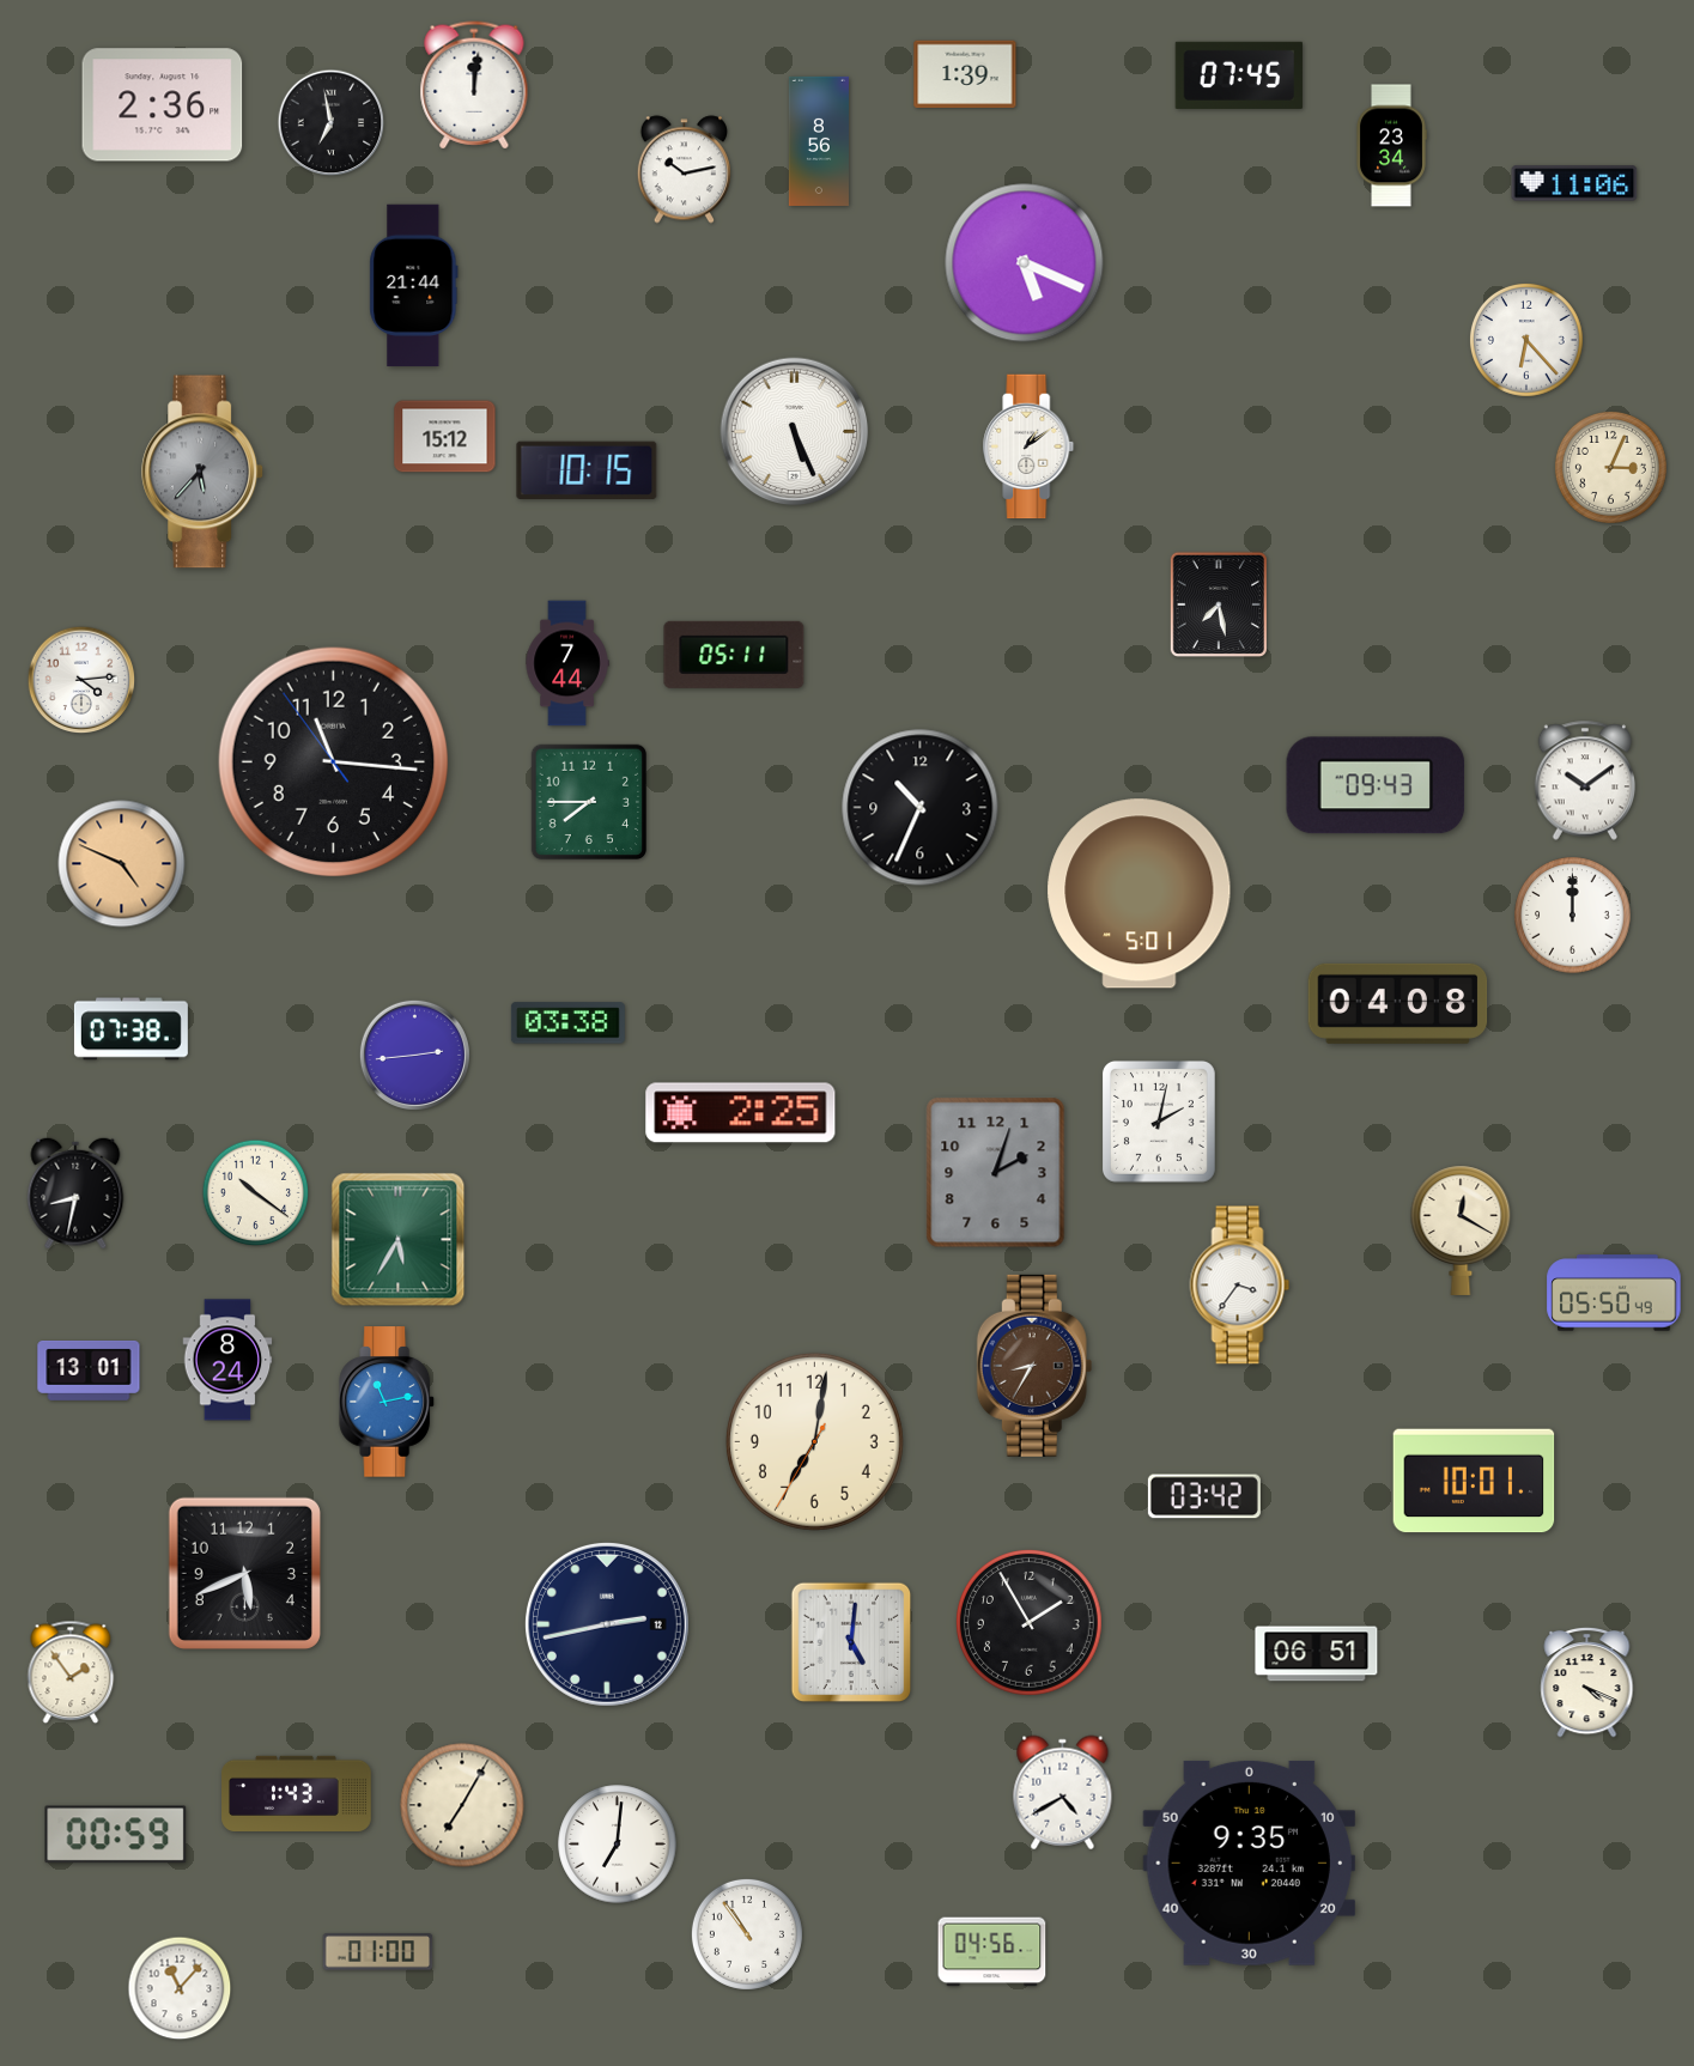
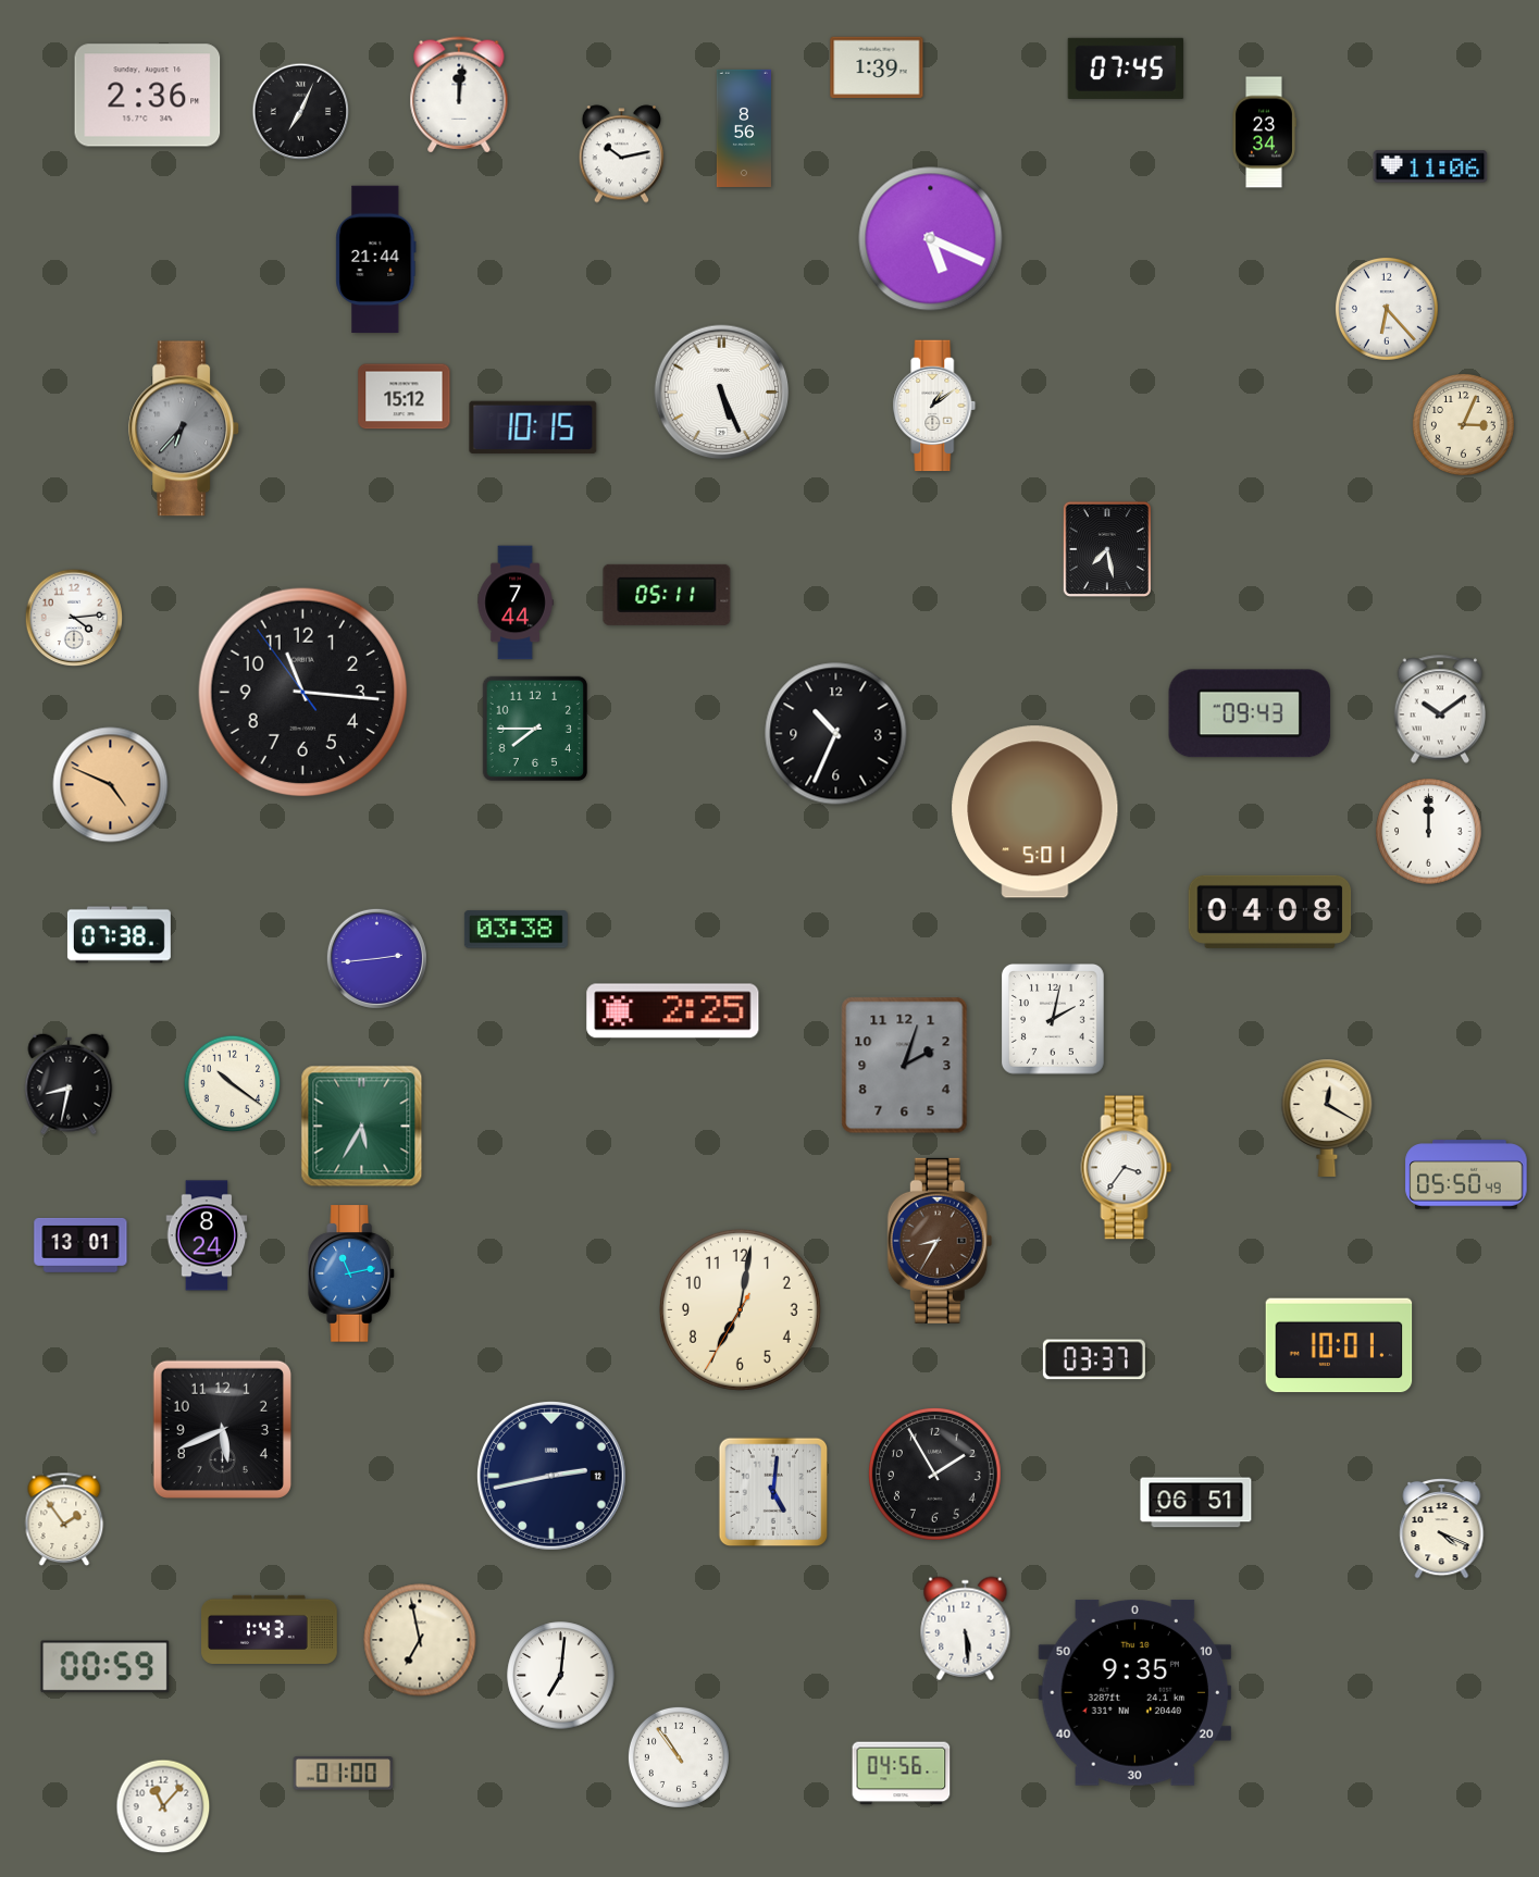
clock at (474, 85) position: (474, 85) -> (459, 95)
clock at (332, 123): 6:58 -> 7:04
clock at (204, 472): 5:37 -> 6:37
clock at (1204, 1496): 03:42 -> 03:37
clock at (1063, 1793): 4:40 -> 5:29
clock at (462, 1805): 7:05 -> 6:58
